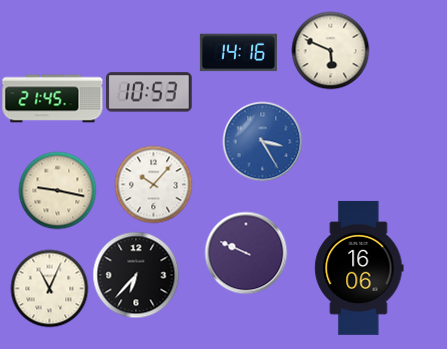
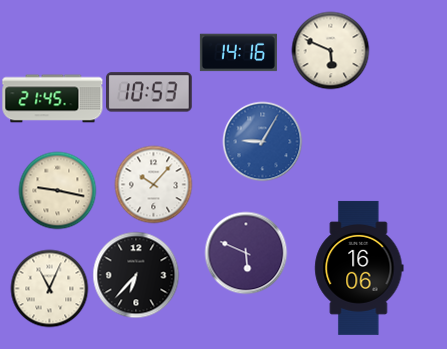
clock at (262, 141): 3:25 -> 9:05
clock at (246, 253): 9:49 -> 5:49
